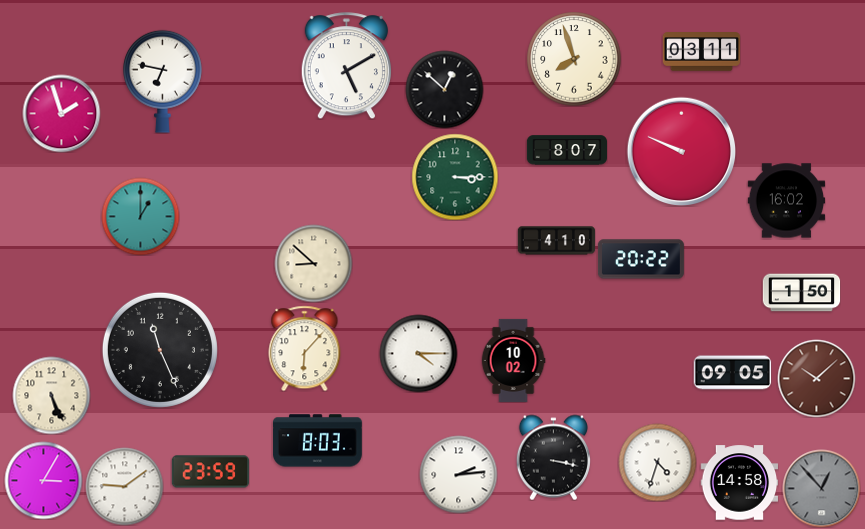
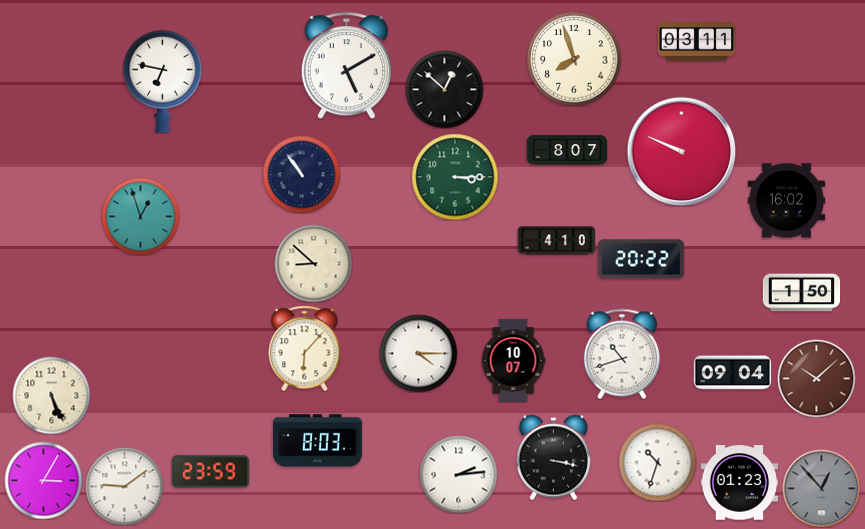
clock at (701, 52) position: (701, 52) -> (696, 42)
clock at (61, 113): 1:57 -> none
clock at (301, 174): none -> 10:54
clock at (140, 216): 1:00 -> 12:57
clock at (160, 350): 11:26 -> none
clock at (622, 354): none -> 10:42
clock at (513, 360): 10:02 -> 10:07
clock at (732, 373): 09:05 -> 09:04
clock at (657, 462): 4:33 -> 10:33
clock at (739, 483): 14:58 -> 01:23
